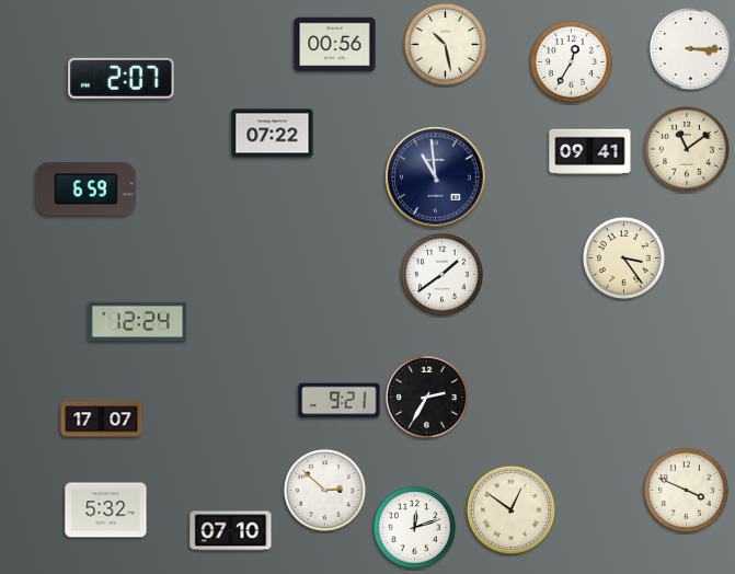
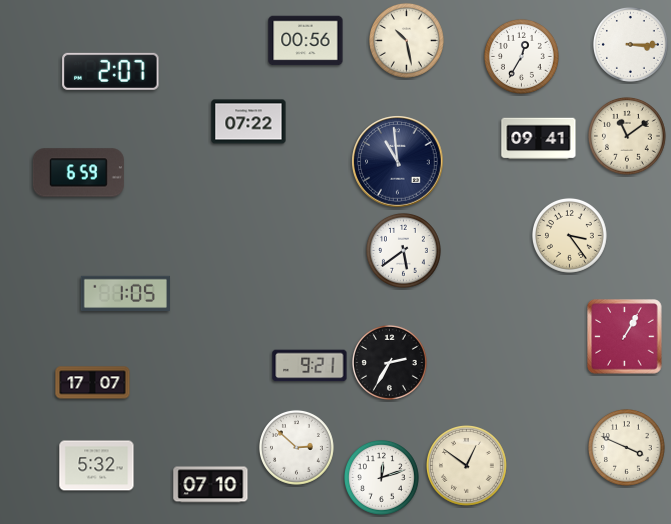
clock at (441, 274): 1:39 -> 5:39
clock at (137, 321): 12:24 -> 1:05
clock at (625, 337): none -> 1:05
clock at (414, 527) position: (414, 527) -> (381, 477)
